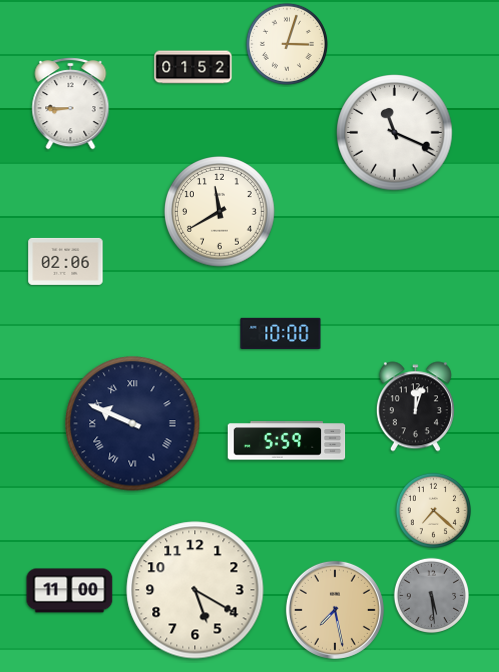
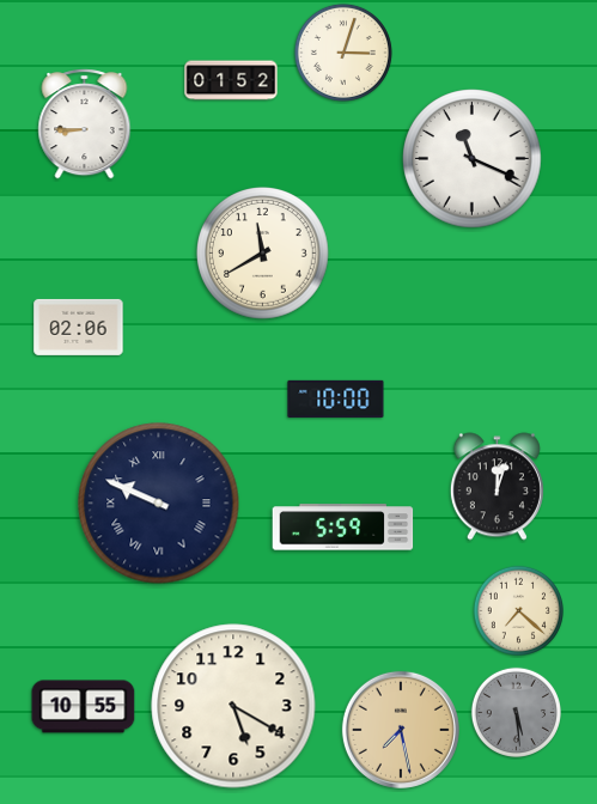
clock at (66, 261) position: (66, 261) -> (79, 327)
clock at (133, 424) position: (133, 424) -> (159, 504)
clock at (70, 591): 11:00 -> 10:55
